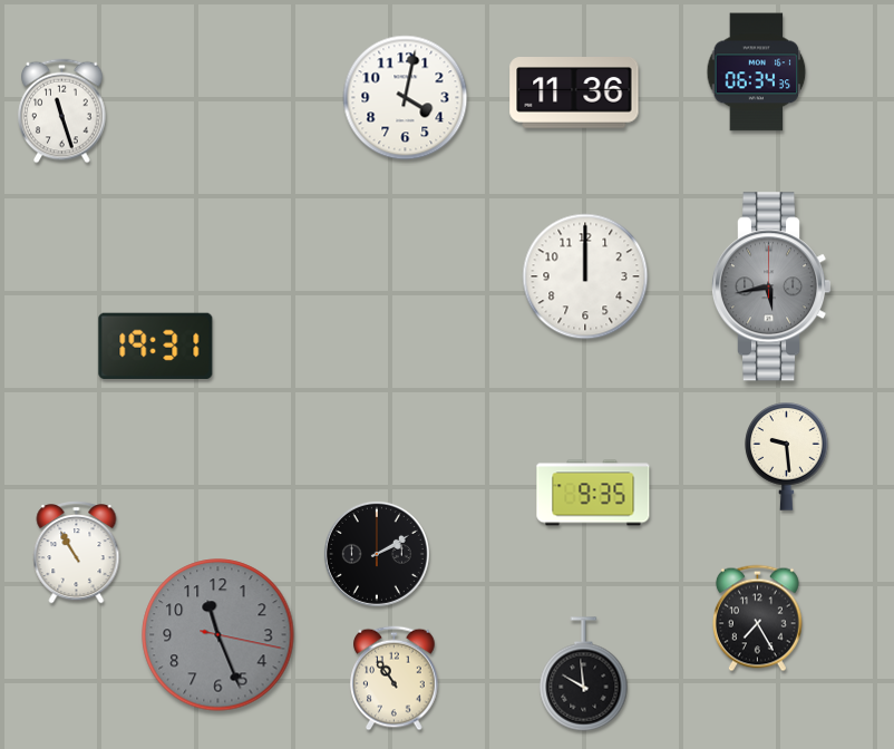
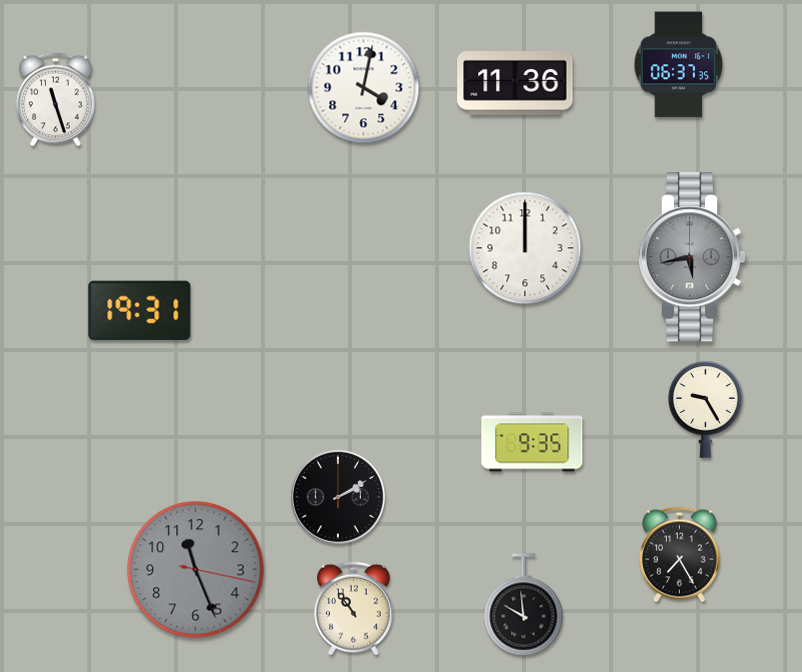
clock at (757, 72): 06:34 -> 06:37
clock at (787, 457): 9:29 -> 9:25
clock at (77, 553): 10:55 -> none
